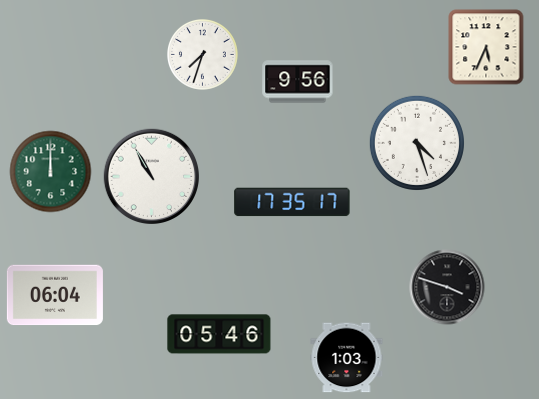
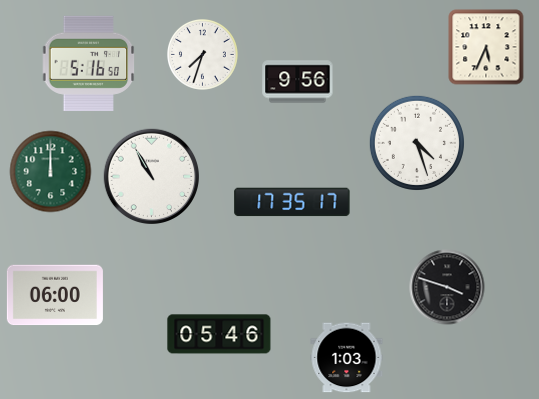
clock at (89, 63): none -> 5:16
clock at (55, 295): 06:04 -> 06:00
